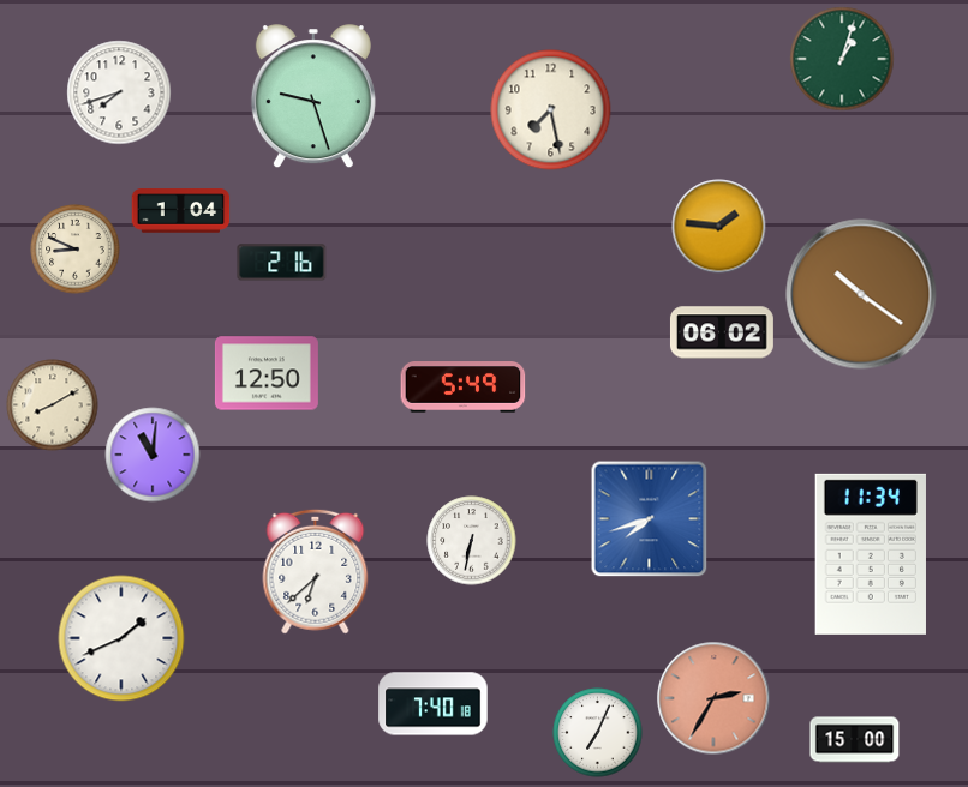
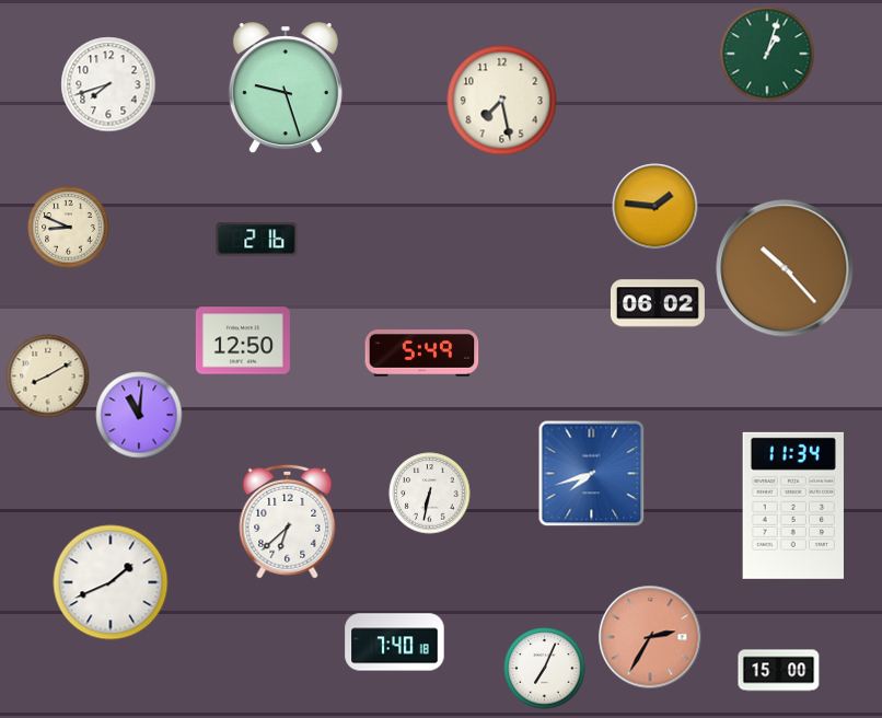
clock at (181, 211): 1:04 -> none
clock at (861, 294): 10:21 -> 10:23
clock at (53, 405) position: (53, 405) -> (48, 377)
clock at (855, 740) position: (855, 740) -> (779, 671)
